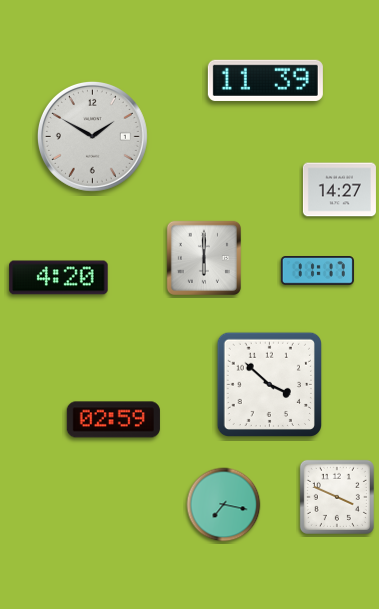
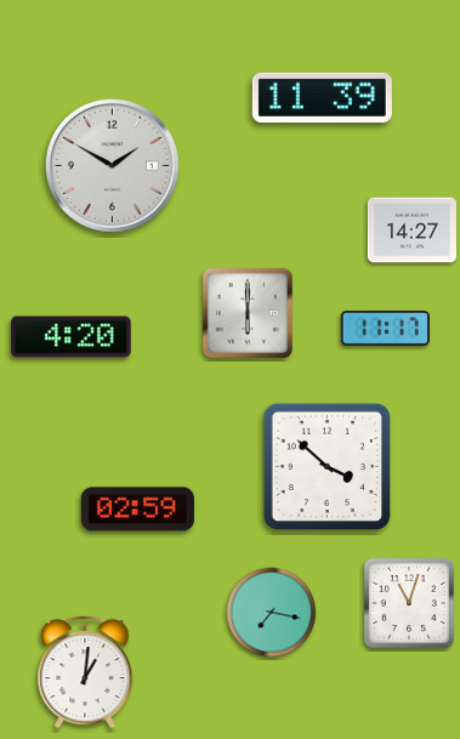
clock at (337, 497): 3:49 -> 11:03
clock at (85, 672): none -> 1:01
